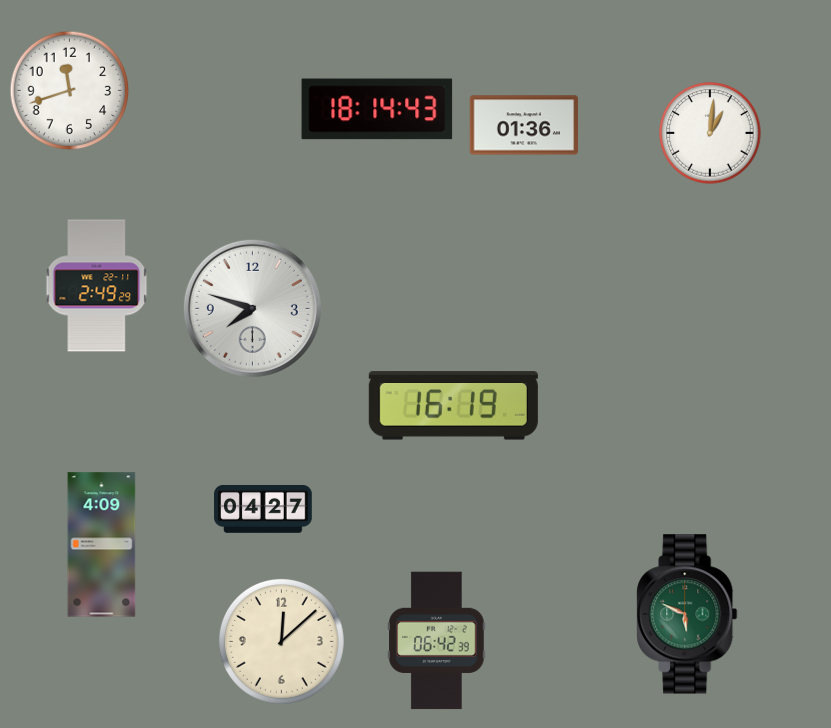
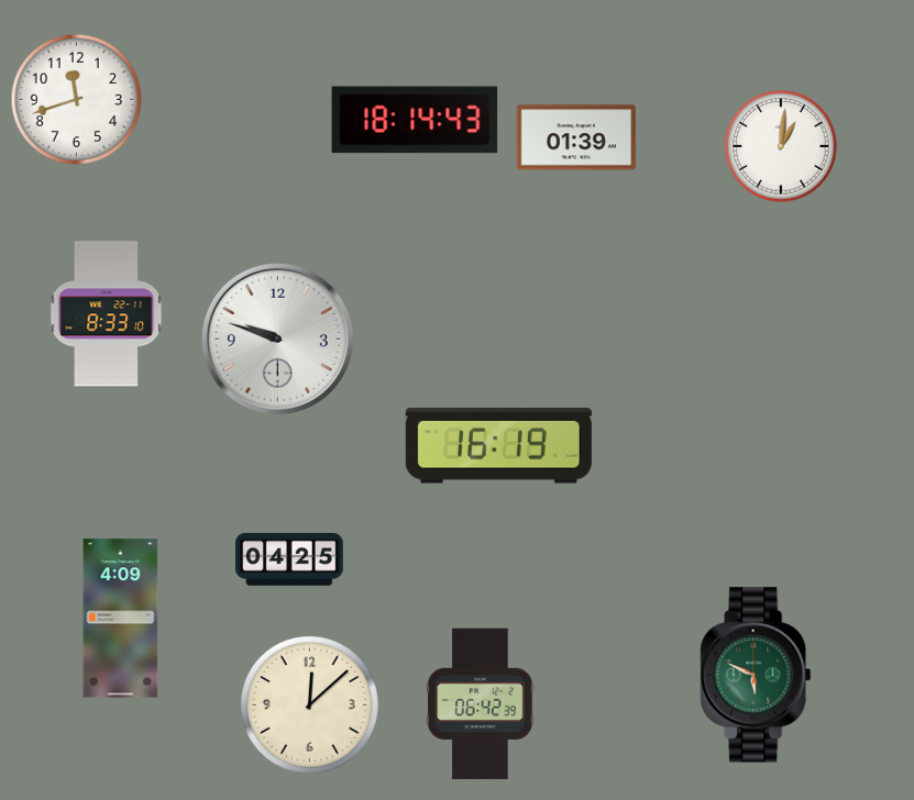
clock at (524, 125): 01:36 -> 01:39
clock at (97, 286): 2:49 -> 8:33
clock at (252, 308): 7:48 -> 9:48
clock at (263, 509): 04:27 -> 04:25
clock at (102, 545) position: (102, 545) -> (121, 619)
